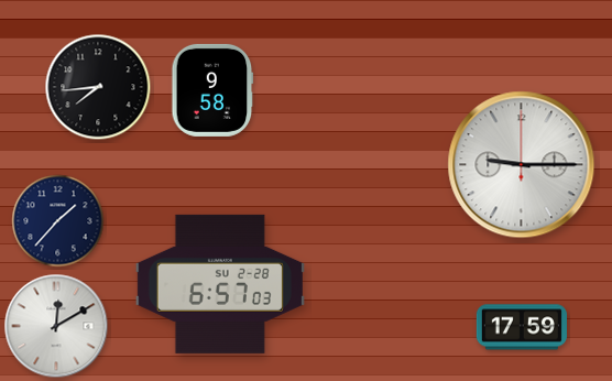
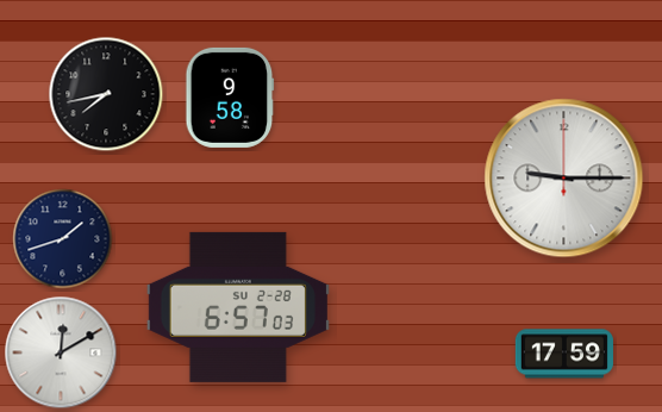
clock at (98, 87): 7:44 -> 7:43
clock at (58, 221): 1:37 -> 1:42
